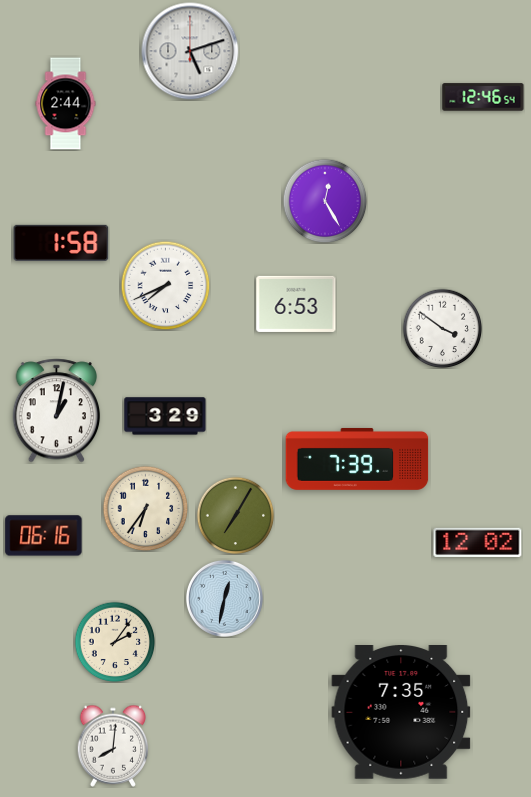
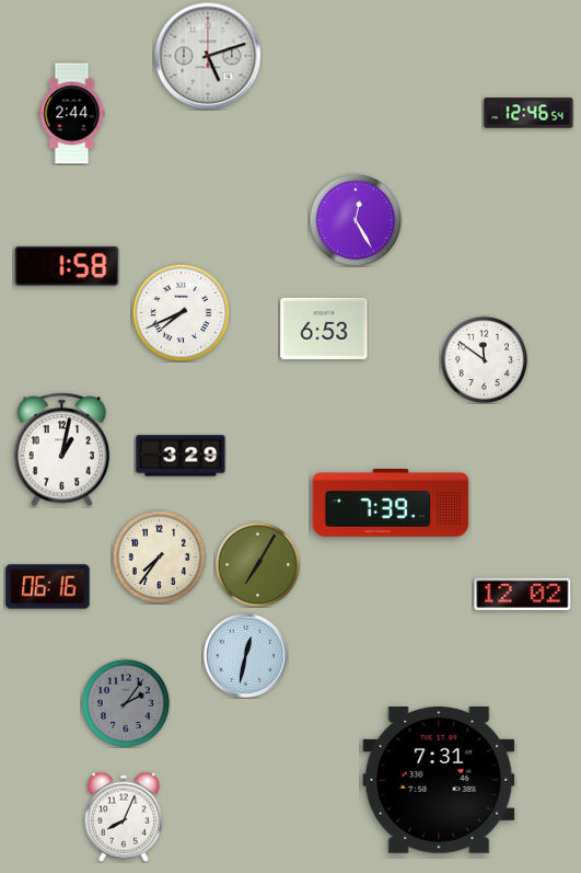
clock at (483, 97) position: (483, 97) -> (528, 113)
clock at (296, 304) position: (296, 304) -> (324, 329)
clock at (442, 328): 3:51 -> 11:51
clock at (145, 508): 6:36 -> 7:36
clock at (115, 642) dial: cream -> grey
clock at (401, 713): 7:35 -> 7:31
clock at (113, 746): 8:01 -> 8:04
